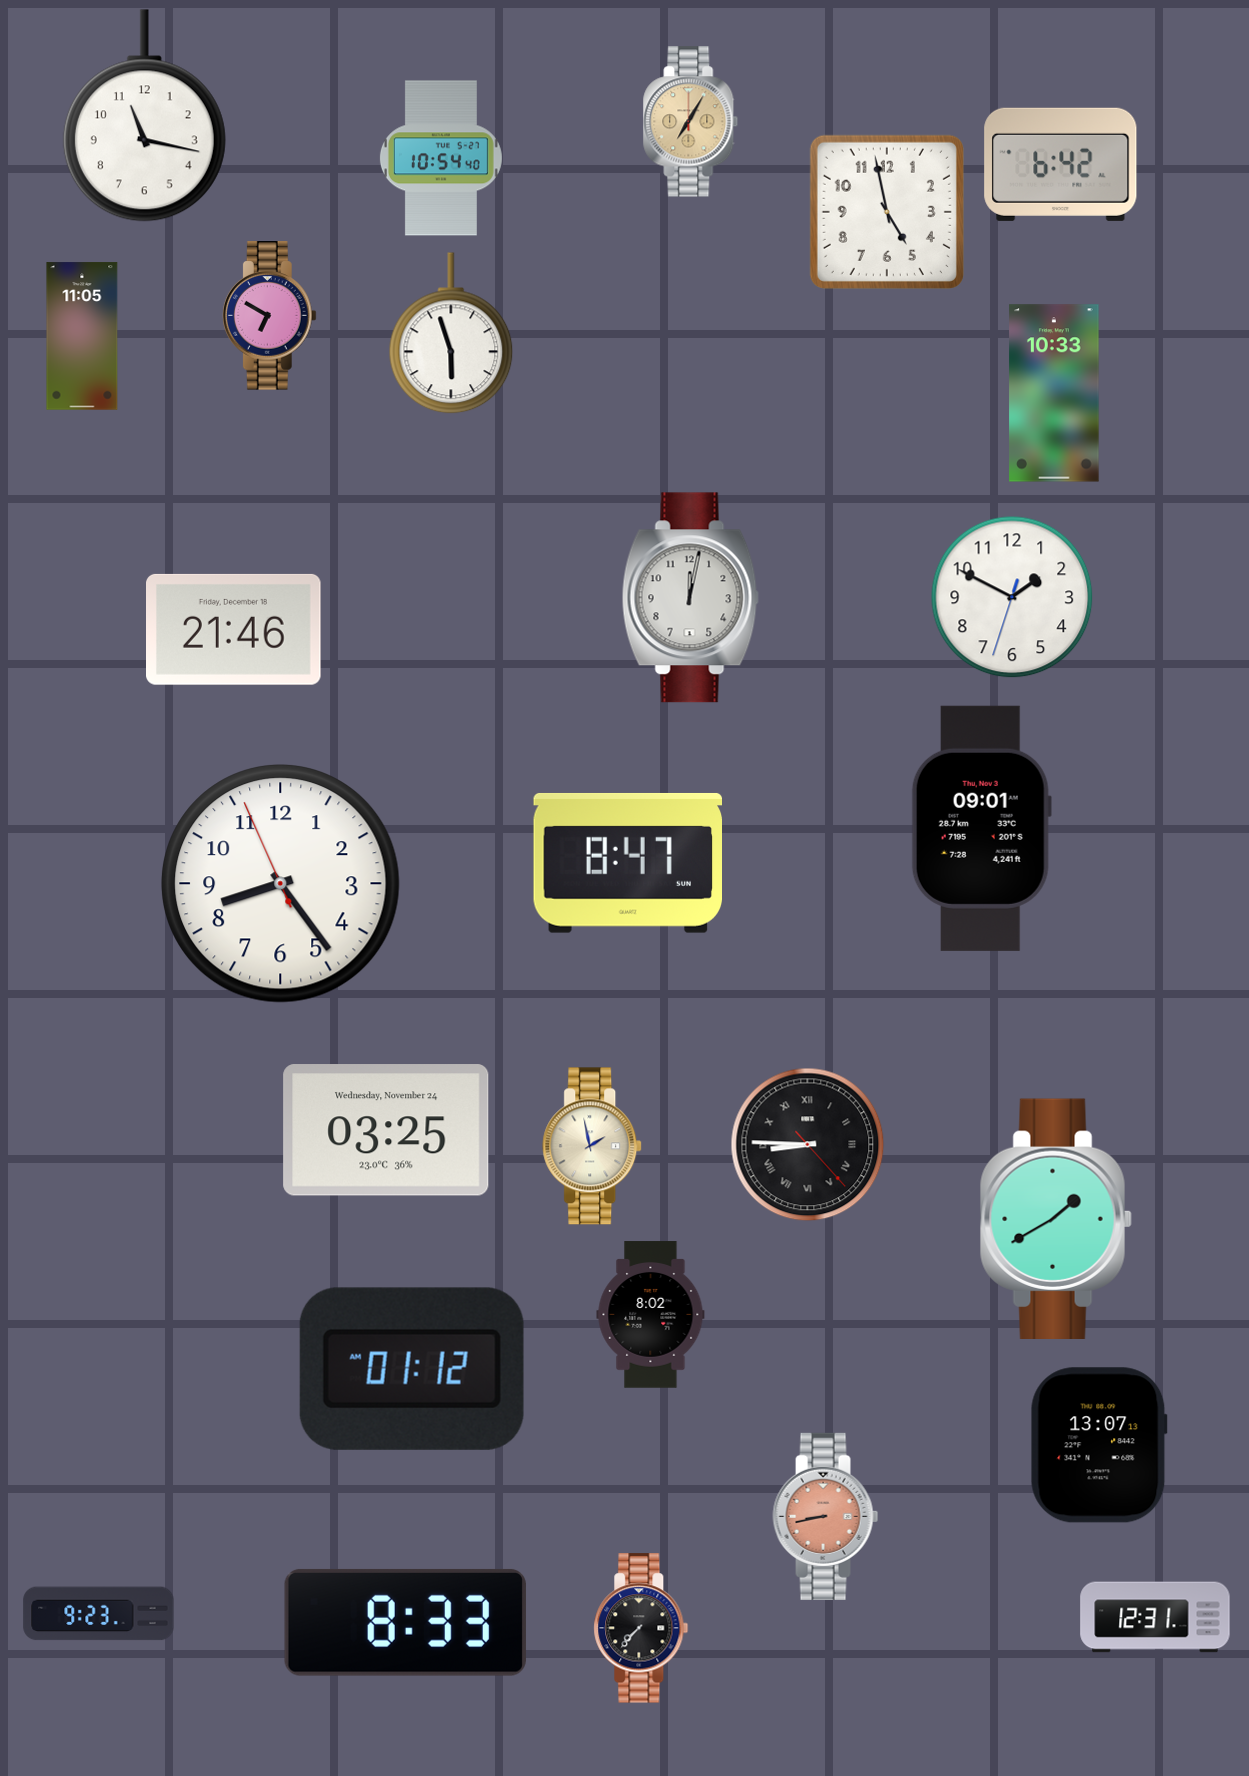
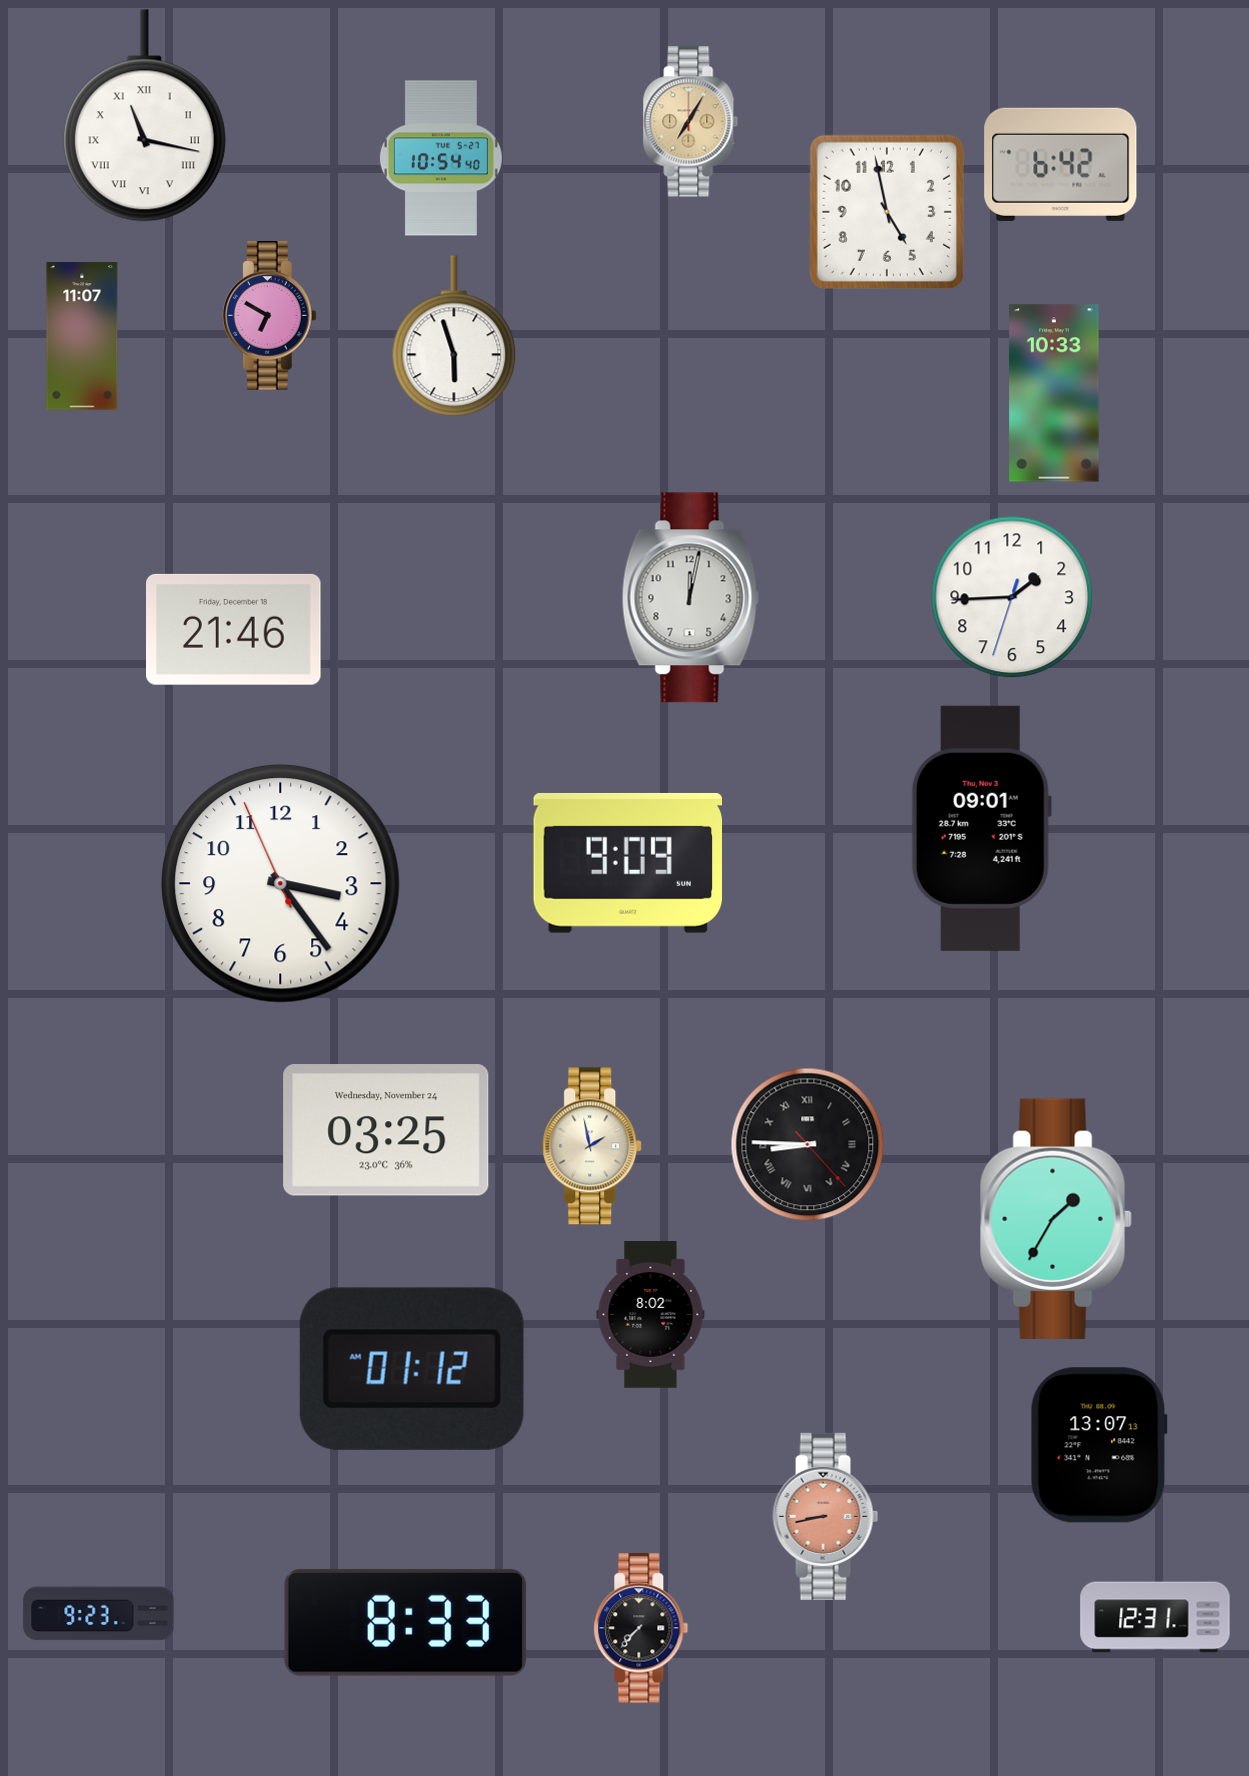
clock at (144, 116) numerals: Arabic -> Roman
clock at (451, 333) position: (451, 333) -> (454, 336)
clock at (82, 336): 11:05 -> 11:07
clock at (1012, 597): 1:49 -> 1:44
clock at (628, 863): 8:47 -> 9:09
clock at (281, 884): 8:23 -> 3:23
clock at (1056, 1218): 1:40 -> 1:35
